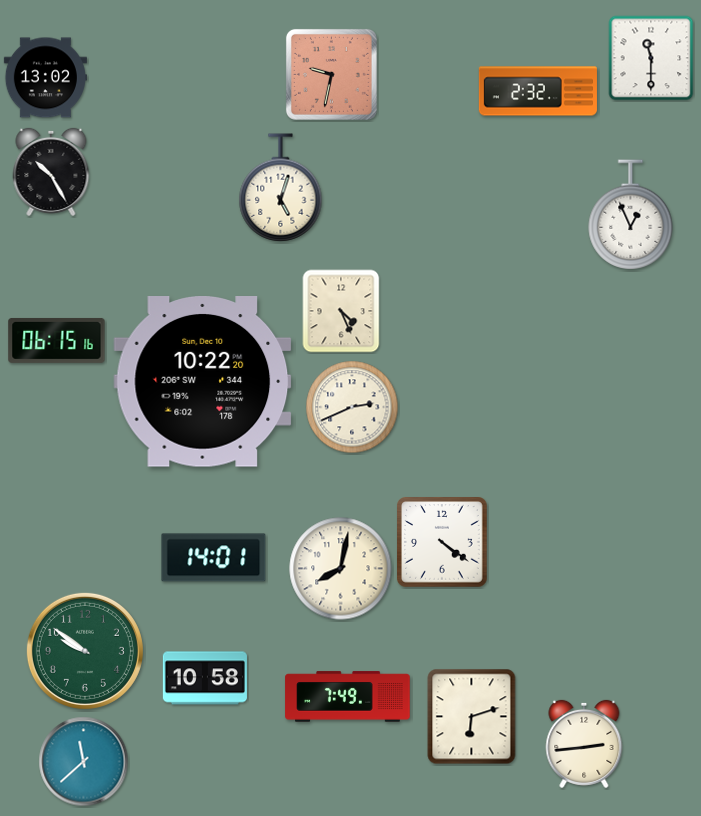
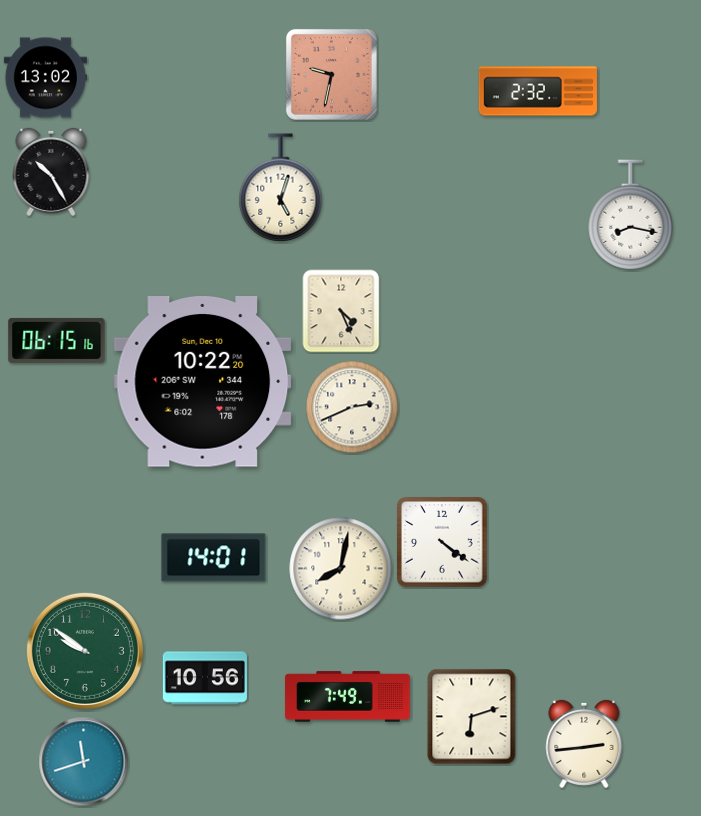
clock at (651, 58): 11:30 -> none
clock at (631, 215): 12:56 -> 8:17
clock at (205, 678): 10:58 -> 10:56
clock at (84, 762): 11:38 -> 11:42
